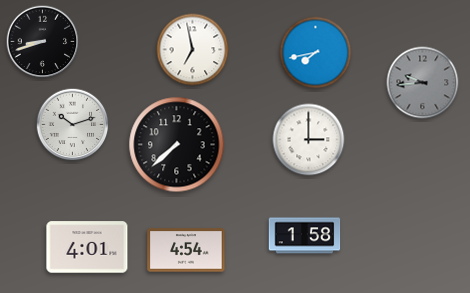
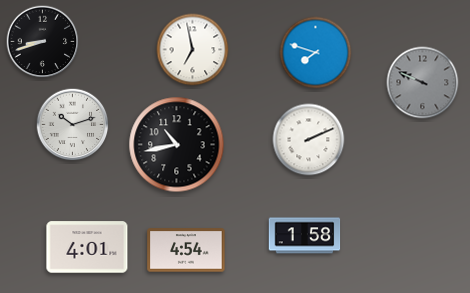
clock at (316, 53): 7:43 -> 7:48
clock at (423, 83): 9:44 -> 9:49
clock at (309, 140): 3:00 -> 2:11
clock at (177, 145): 7:38 -> 10:43
